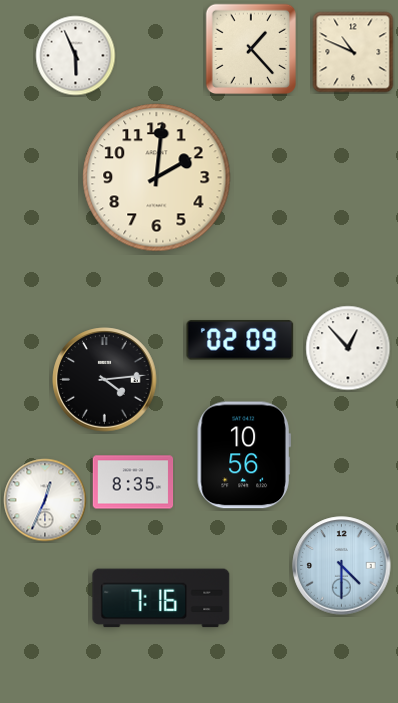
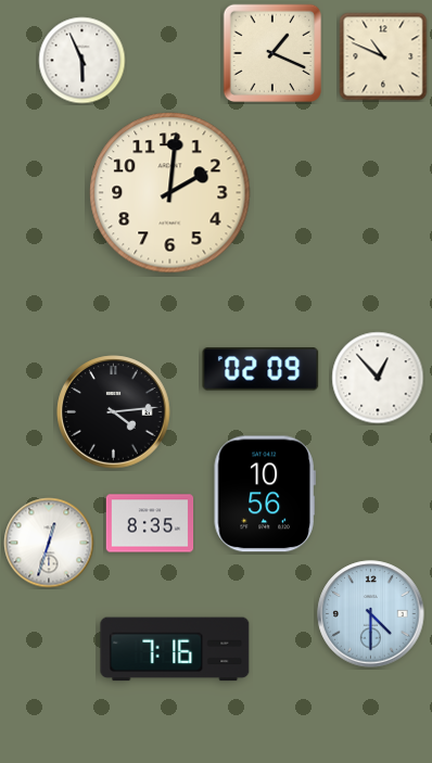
clock at (251, 49): 1:23 -> 1:19
clock at (133, 482) position: (133, 482) -> (150, 523)
clock at (45, 500): 12:34 -> 12:33
